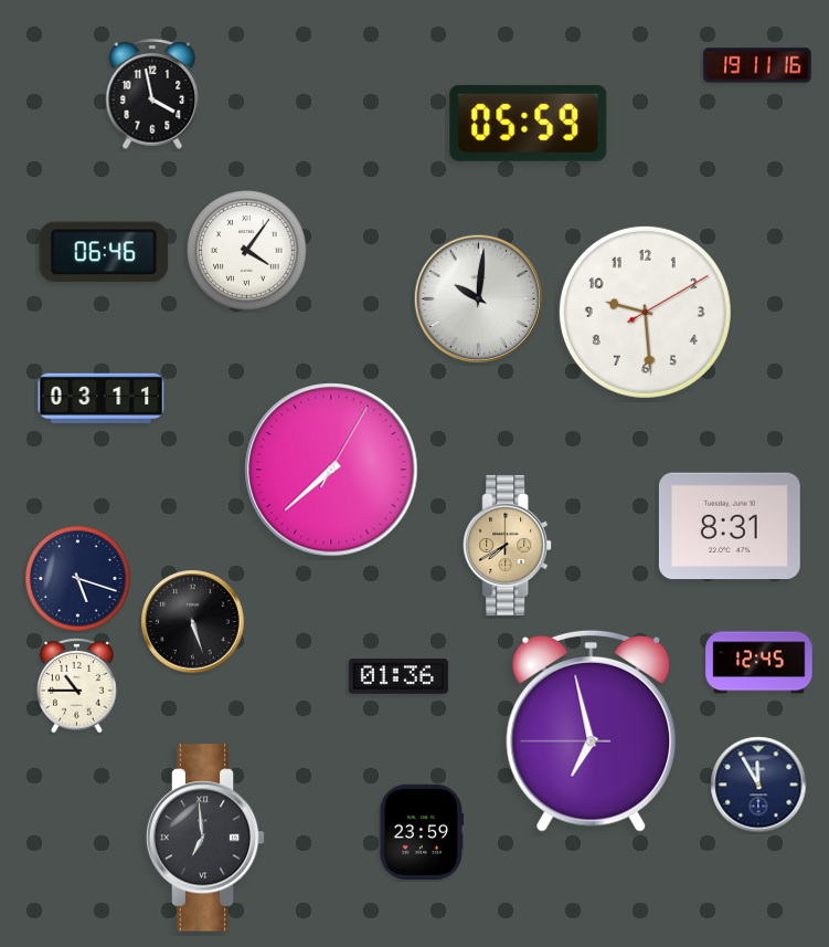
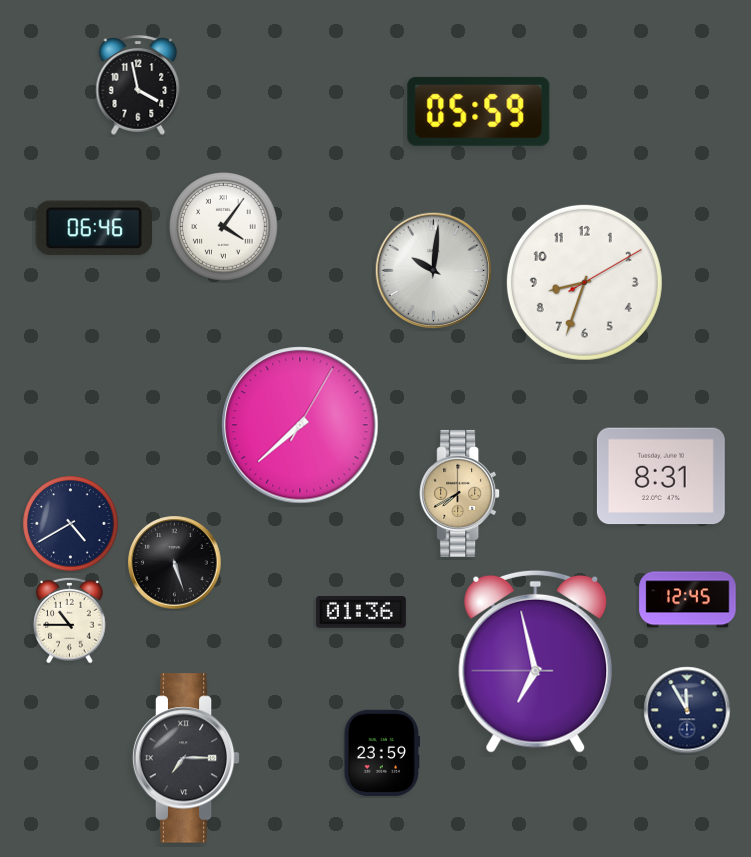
clock at (757, 65): 19:11 -> none
clock at (645, 312): 9:29 -> 8:33
clock at (102, 399): 03:11 -> none
clock at (78, 579): 5:18 -> 4:40
clock at (205, 838): 6:59 -> 7:15
